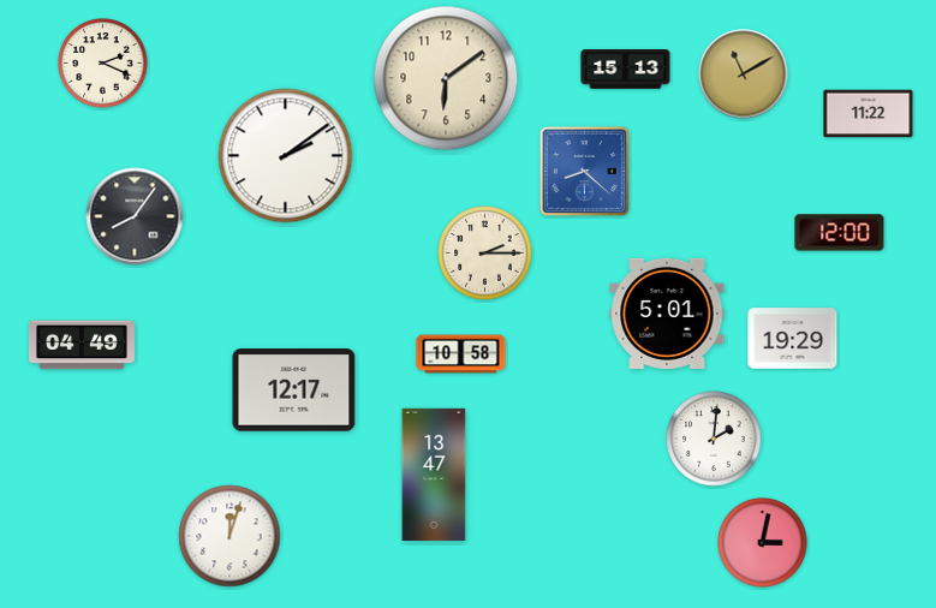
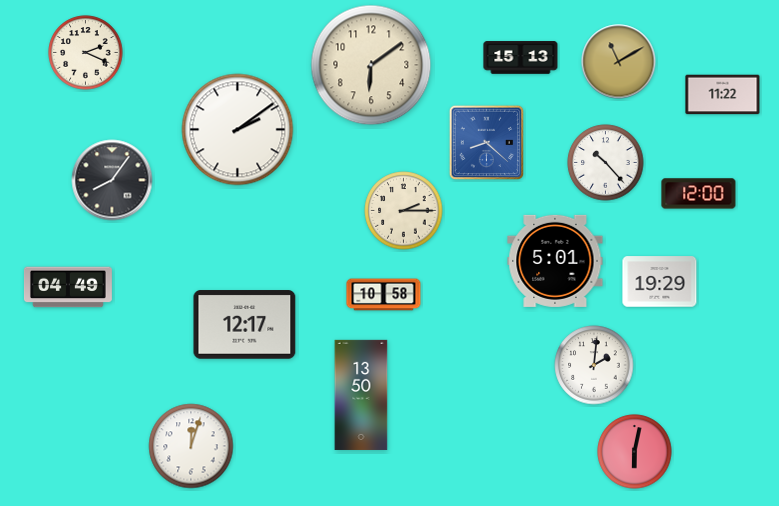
clock at (606, 163): none -> 10:23
clock at (434, 475): 13:47 -> 13:50
clock at (763, 543): 3:02 -> 6:02
